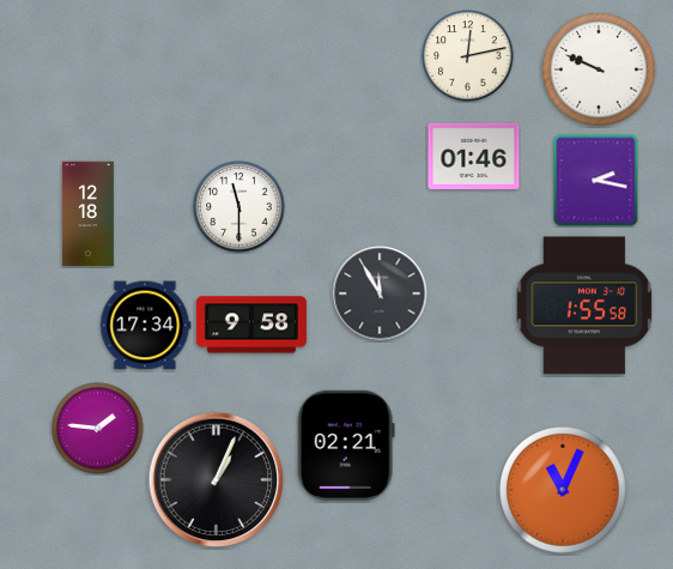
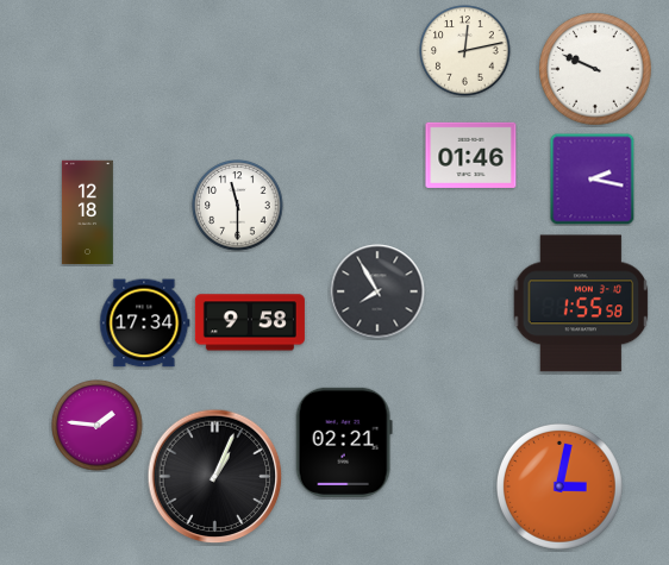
clock at (468, 56) position: (468, 56) -> (465, 51)
clock at (380, 293): 11:55 -> 7:55
clock at (563, 490): 11:04 -> 3:02
